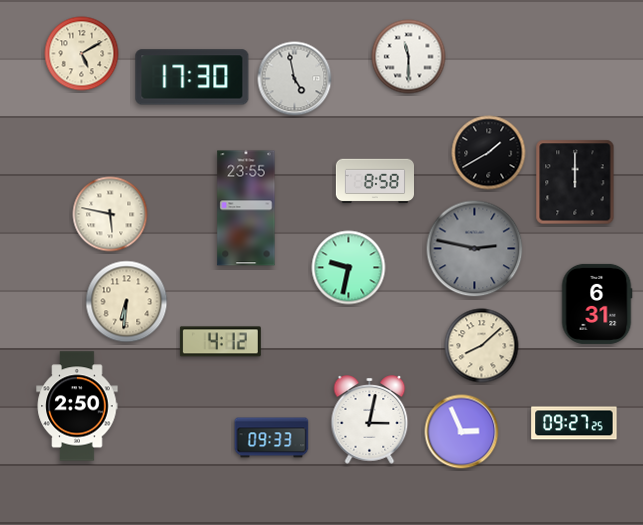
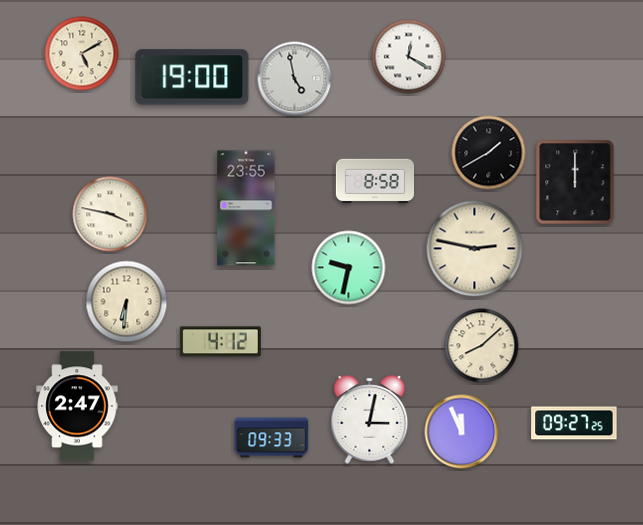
clock at (409, 57): 11:30 -> 12:20
clock at (192, 77): 17:30 -> 19:00
clock at (110, 214): 5:47 -> 3:47
clock at (475, 249) dial: grey -> cream
clock at (597, 304): 6:31 -> none
clock at (77, 406): 2:50 -> 2:47
clock at (462, 432): 2:56 -> 11:56
